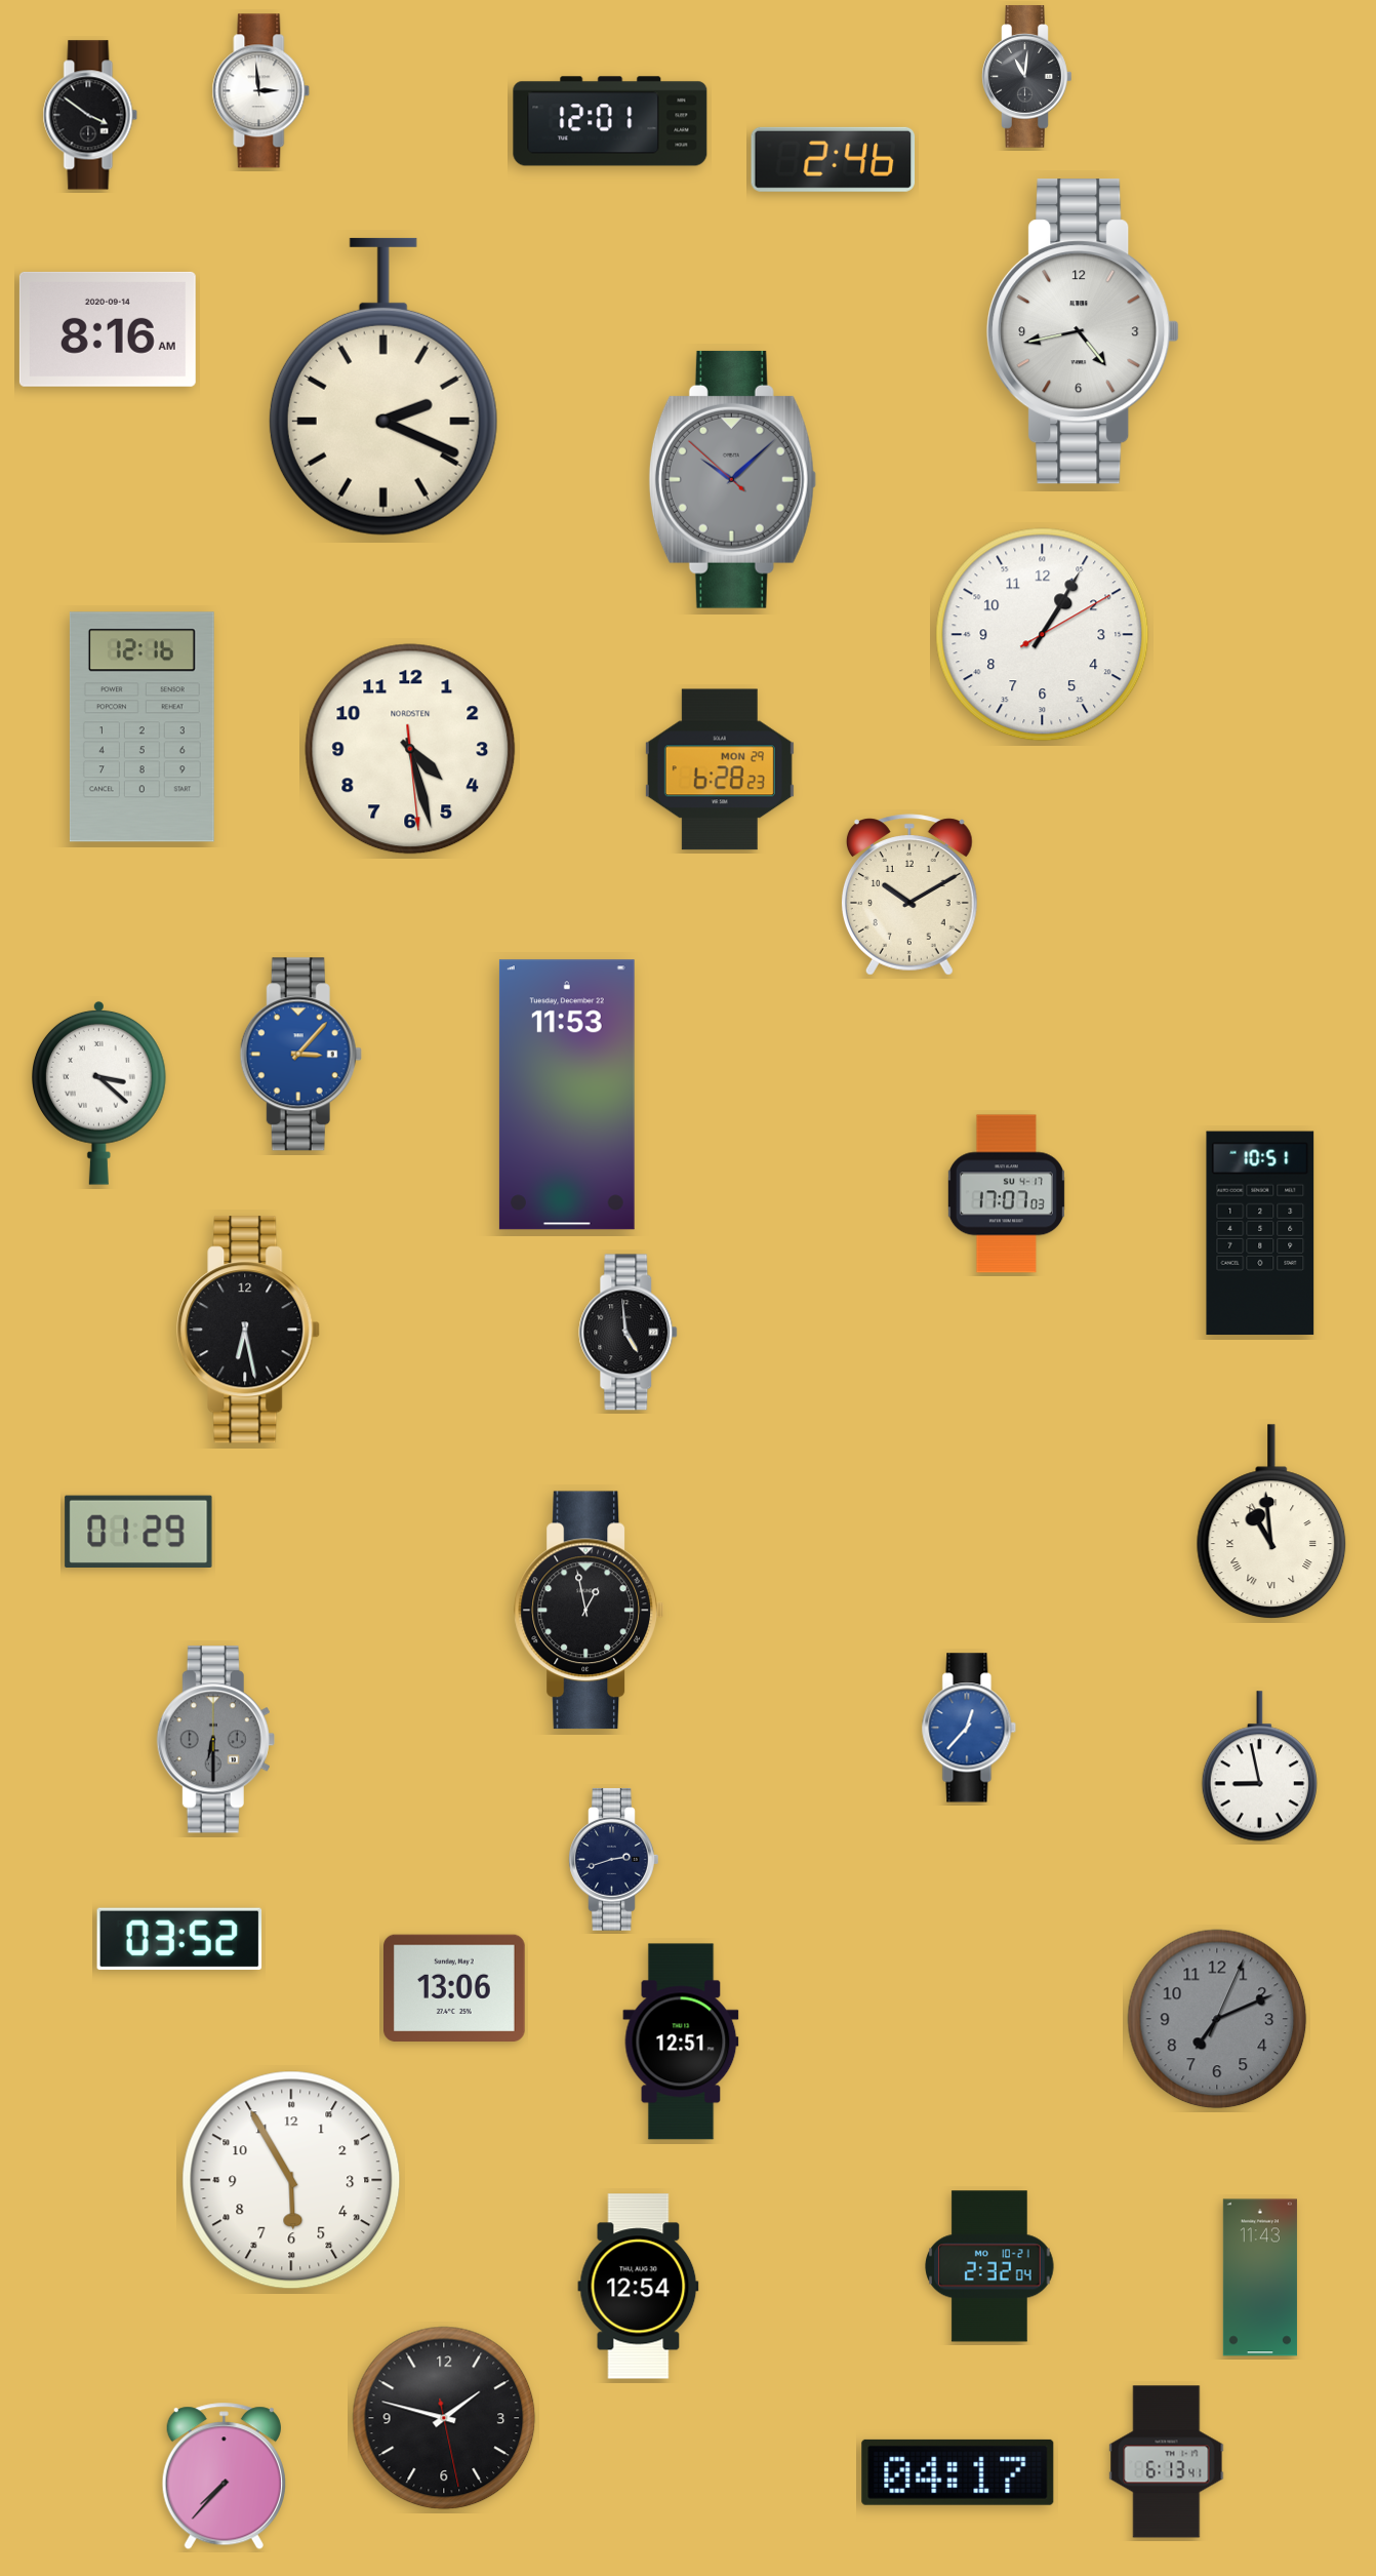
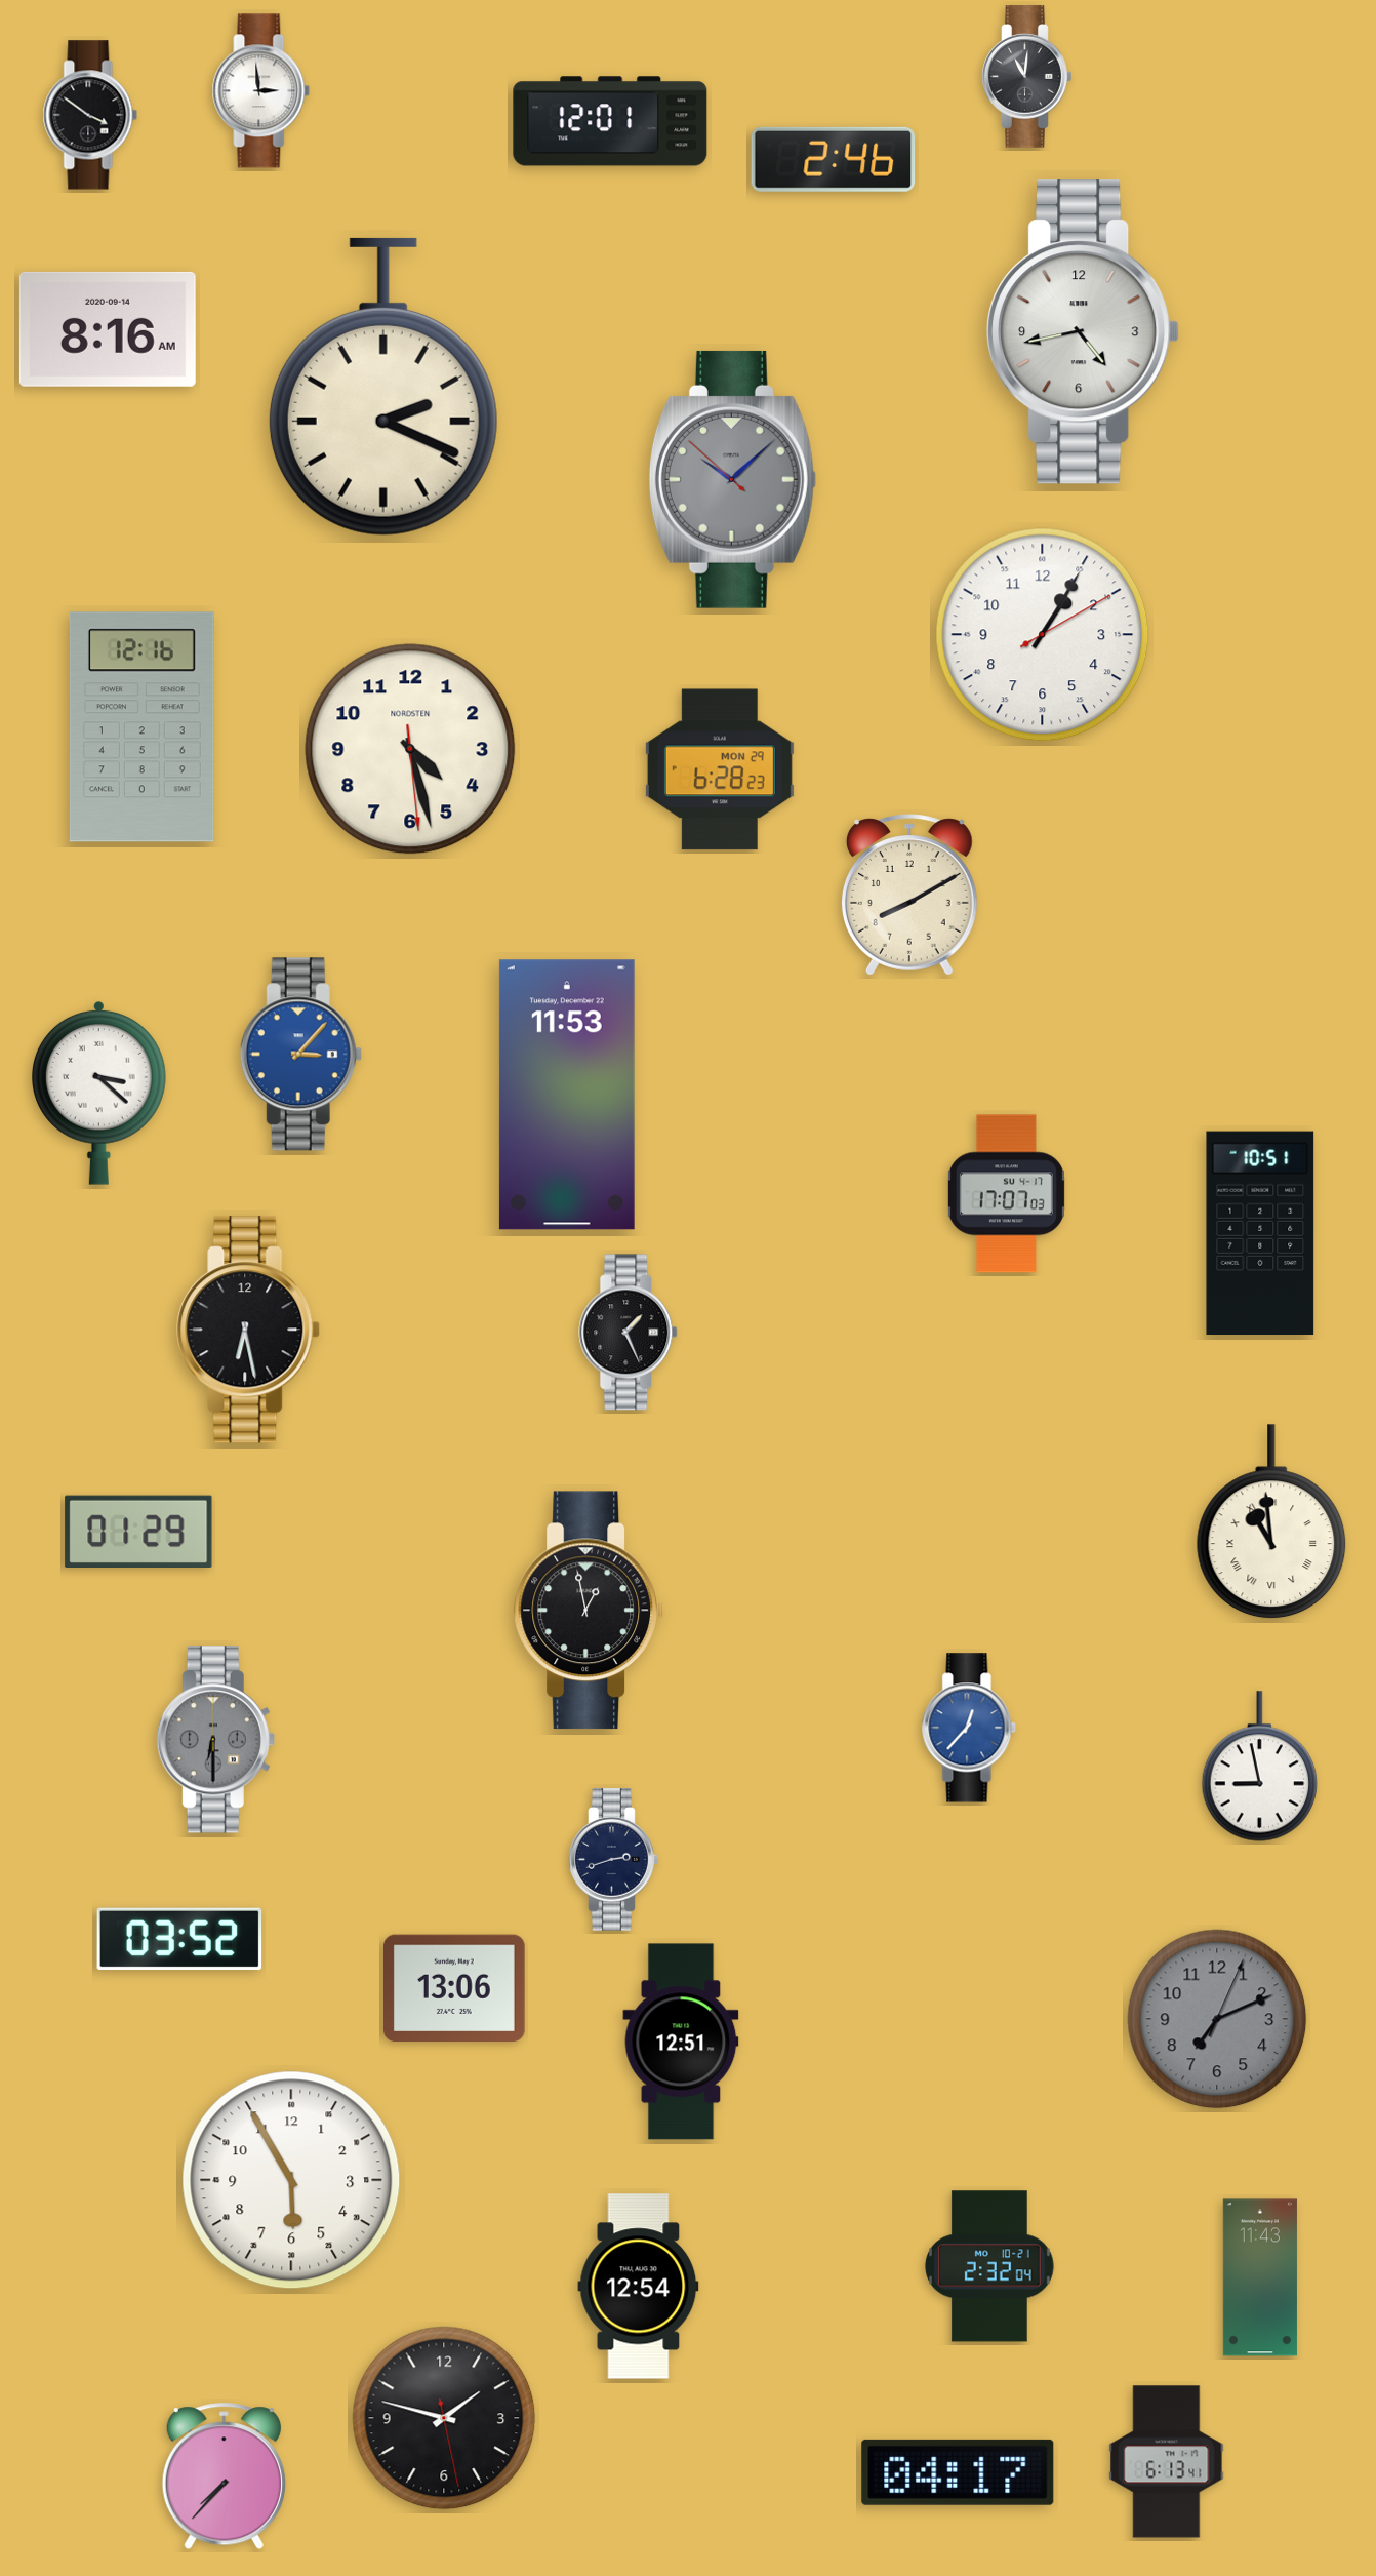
clock at (909, 895): 10:10 -> 8:10
clock at (629, 1333): 4:59 -> 1:26
